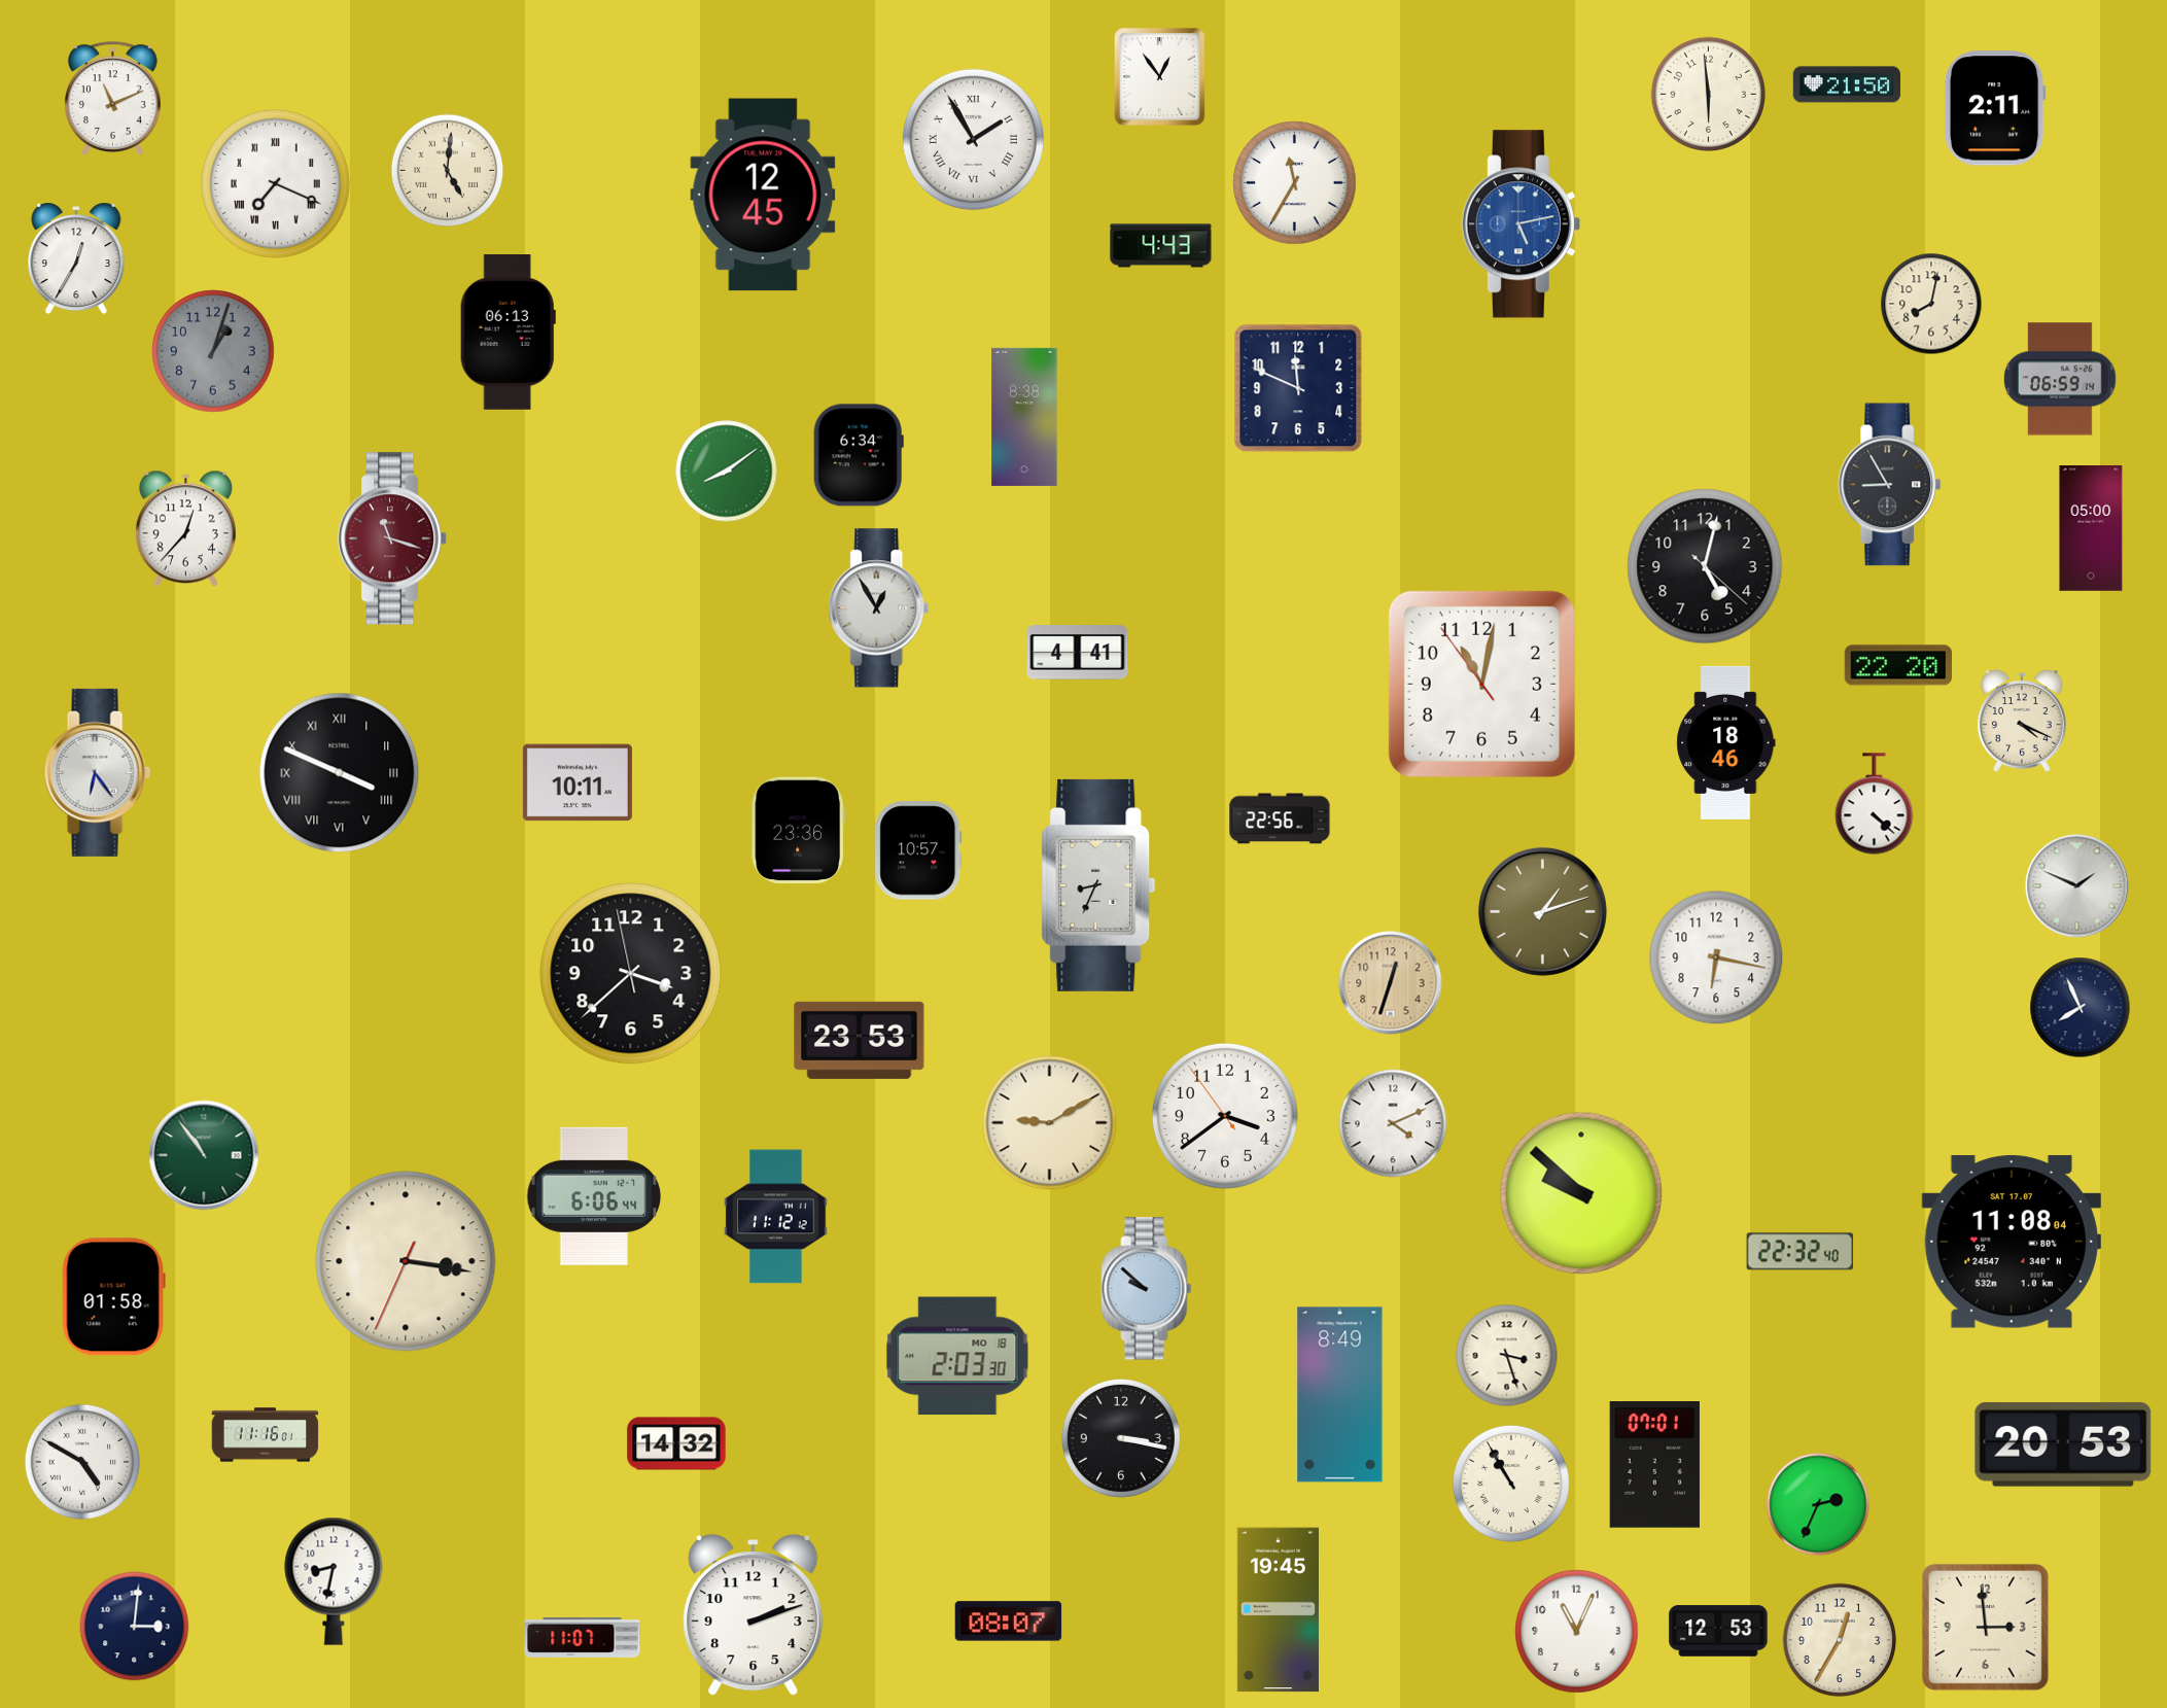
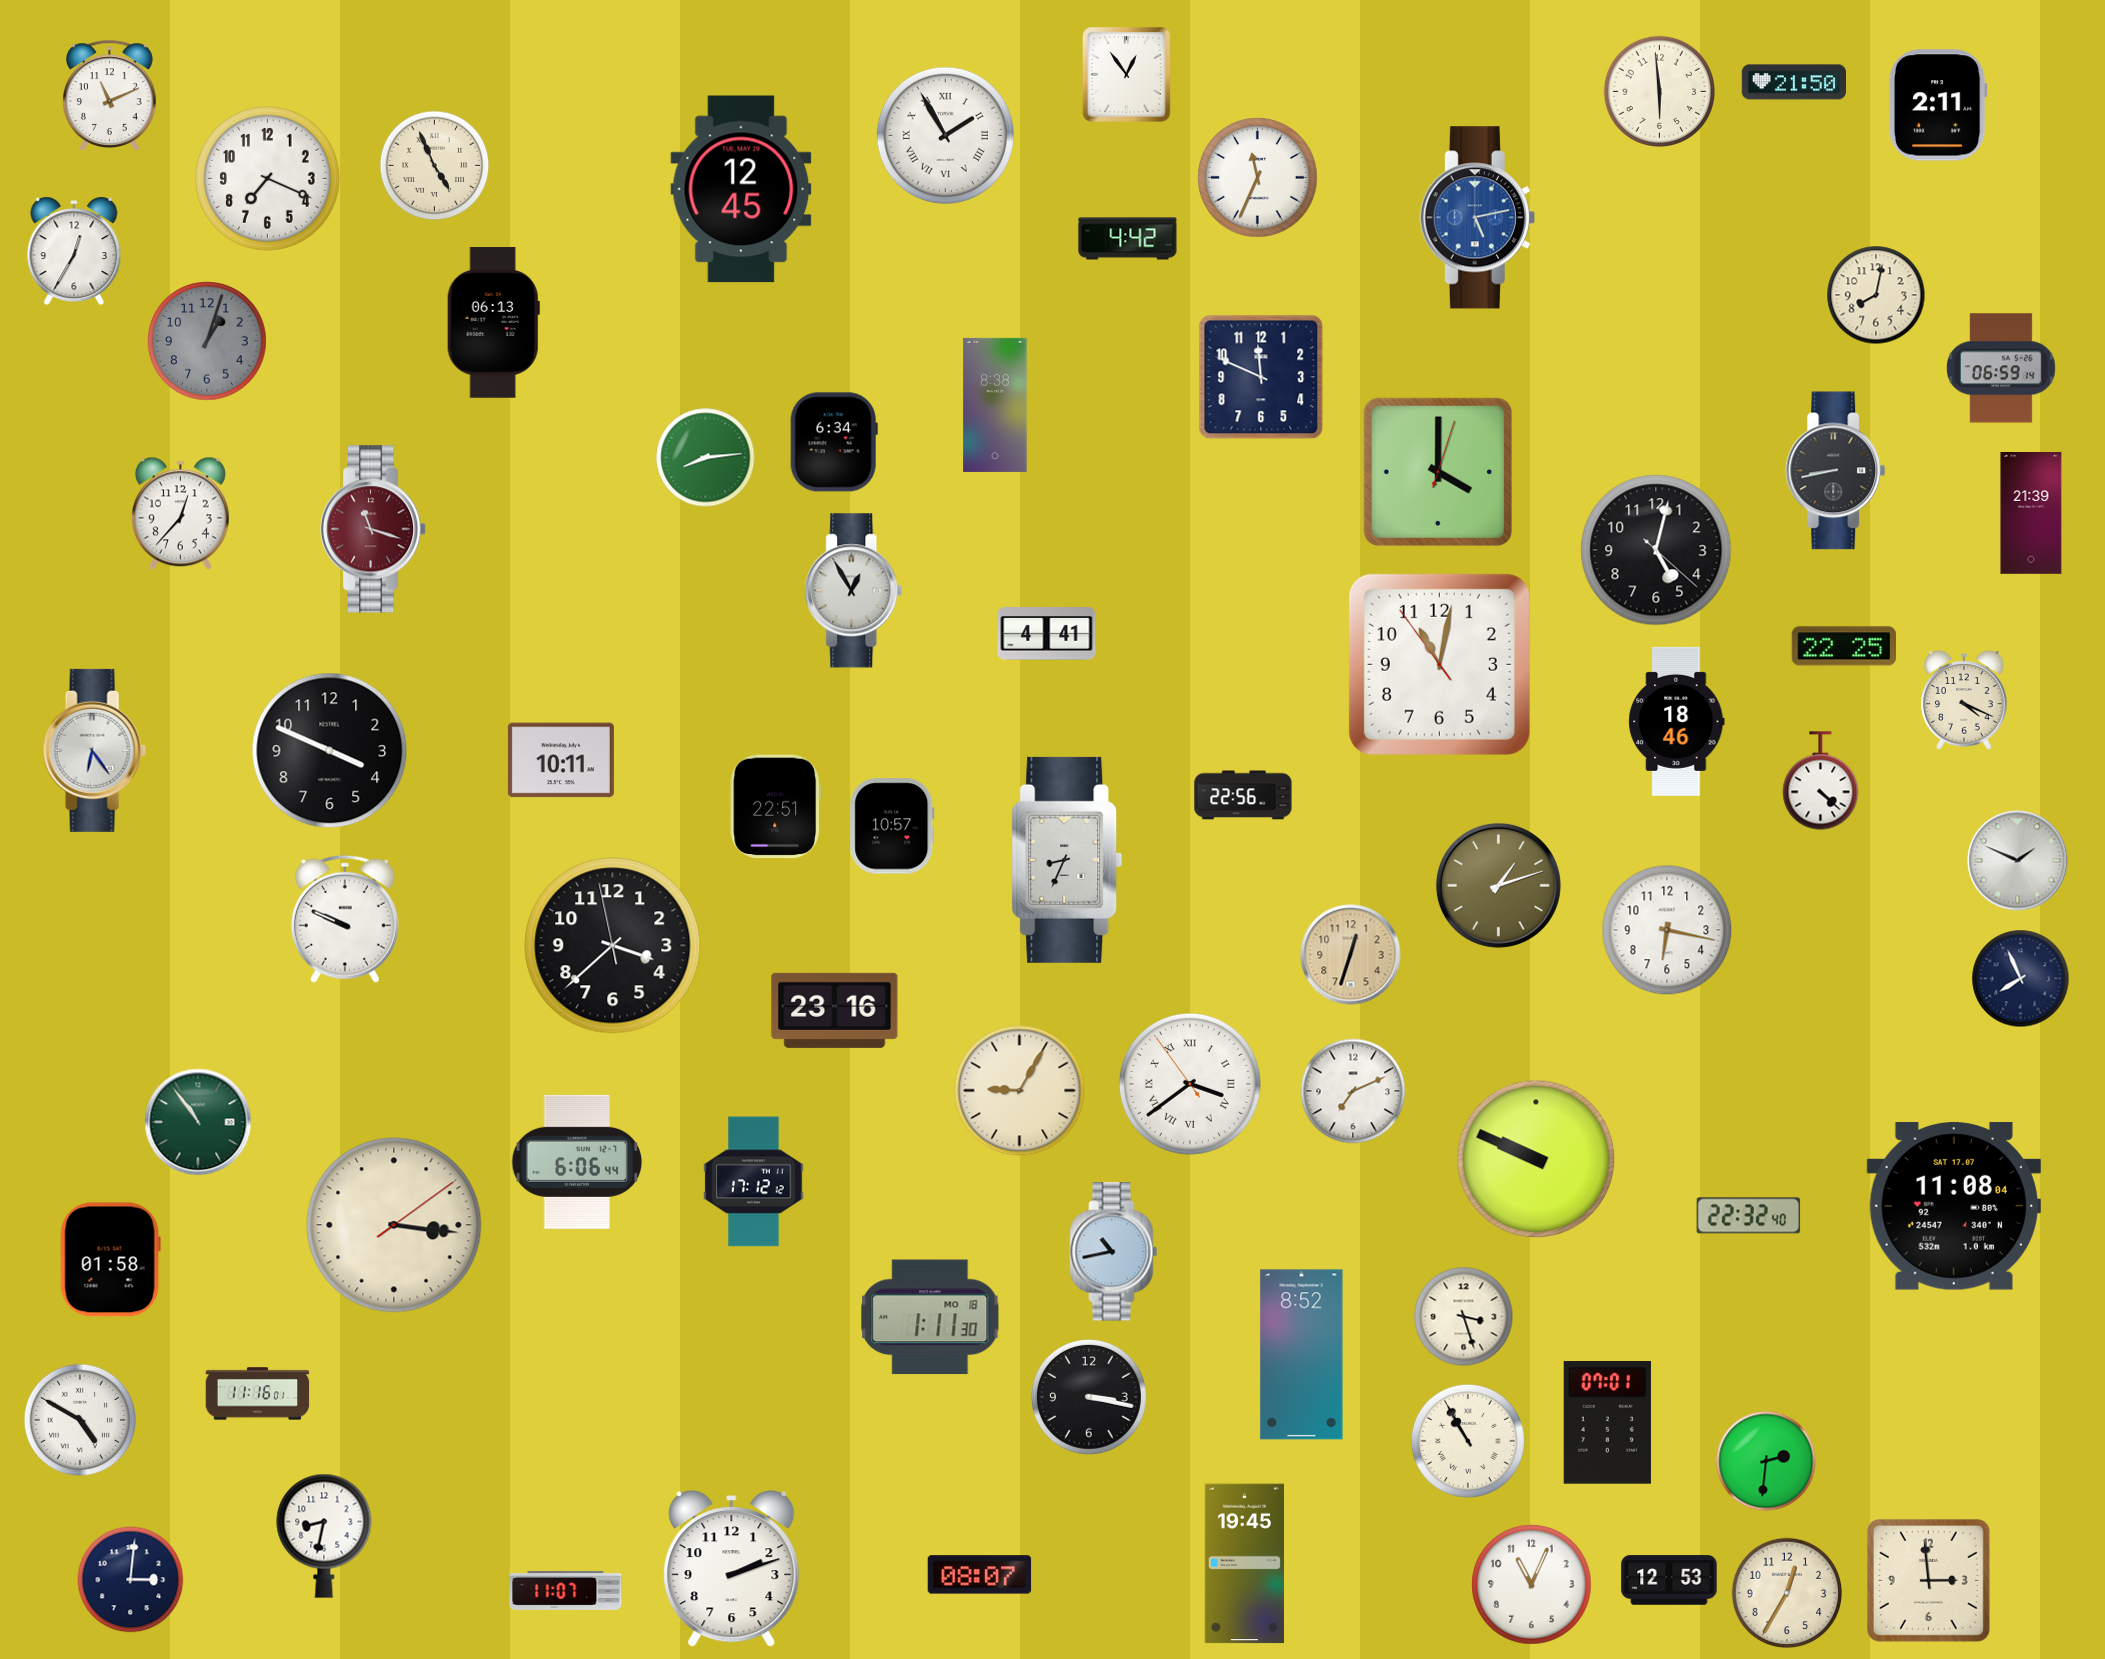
clock at (448, 171): 5:01 -> 4:56
clock at (1295, 183): 11:35 -> 11:34
clock at (276, 184) numerals: Roman -> Arabic
clock at (1161, 246): 4:43 -> 4:42
clock at (727, 472): 8:09 -> 8:14
clock at (1890, 485): 8:55 -> 8:43
clock at (1438, 472): none -> 4:00
clock at (2091, 529): 05:00 -> 21:39
clock at (392, 538) position: (392, 538) -> (373, 529)
clock at (1897, 665): 22:20 -> 22:25
clock at (340, 773) numerals: Roman -> Arabic
clock at (798, 831): 23:36 -> 22:51
clock at (345, 919): none -> 9:49
clock at (860, 1040): 23:53 -> 23:16
clock at (1225, 1116) numerals: Arabic -> Roman
clock at (1050, 1123): 9:10 -> 9:05
clock at (1393, 1123): 4:11 -> 7:11
clock at (1581, 1193): 9:52 -> 9:49
clock at (776, 1217): 11:12 -> 17:12
clock at (406, 1261): 3:16:34 -> 3:16:09
clock at (1147, 1289): 9:52 -> 10:43
clock at (957, 1356): 2:03 -> 1:11
clock at (1340, 1395): 8:49 -> 8:52
clock at (676, 1443): 14:32 -> none
clock at (2063, 1444): 20:53 -> none
clock at (1818, 1504): 2:34 -> 2:31
clock at (1278, 1610) position: (1278, 1610) -> (1244, 1564)
clock at (1718, 1631) position: (1718, 1631) -> (1669, 1580)
